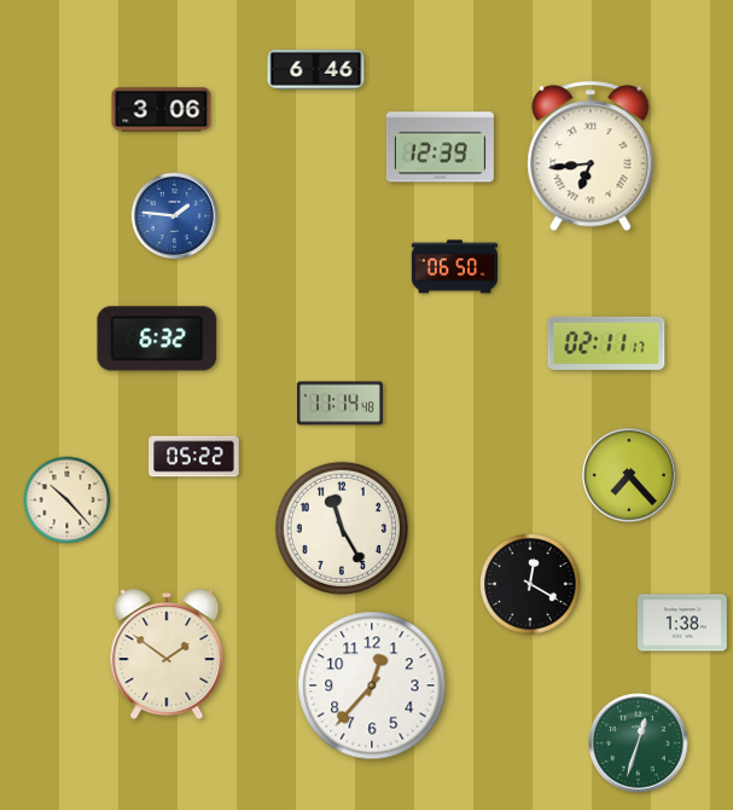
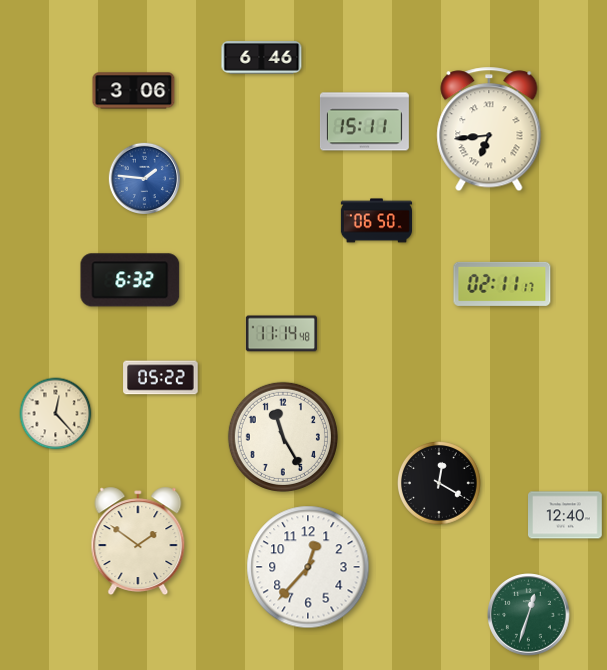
clock at (440, 147): 12:39 -> 15:11
clock at (629, 475): 7:23 -> none
clock at (68, 501): 10:23 -> 12:23
clock at (683, 623): 1:38 -> 12:40
